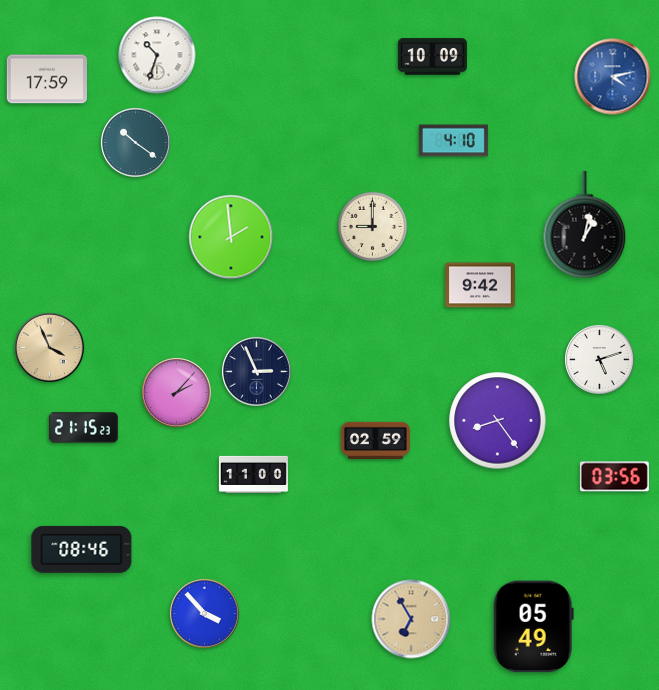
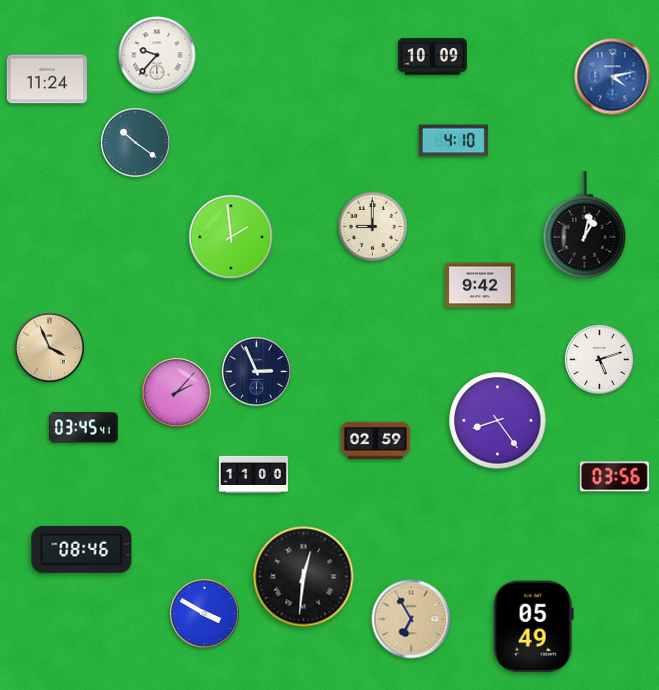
clock at (157, 55): 10:33 -> 9:37
clock at (46, 79): 17:59 -> 11:24
clock at (83, 428): 21:15 -> 03:45
clock at (304, 577): none -> 12:31
clock at (205, 614): 3:53 -> 3:50
